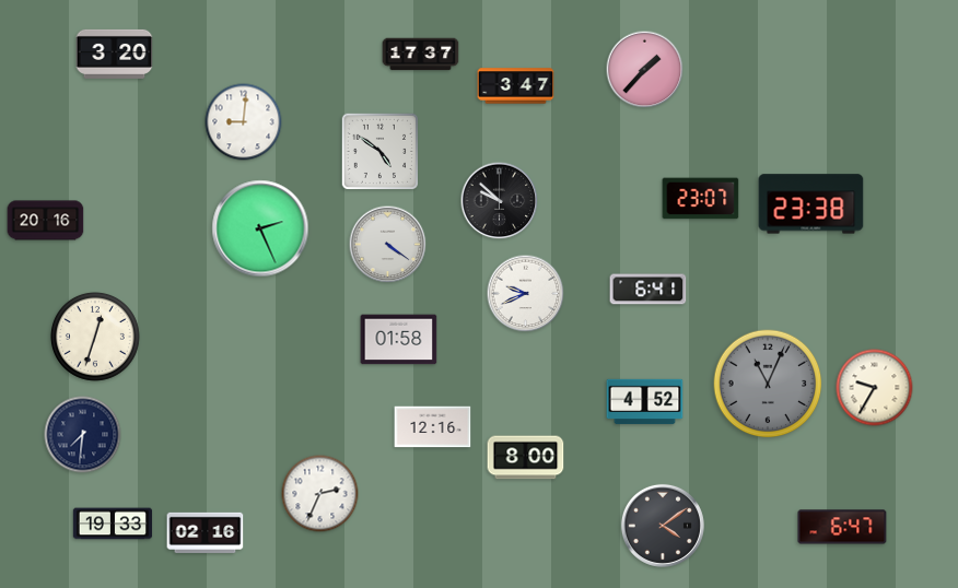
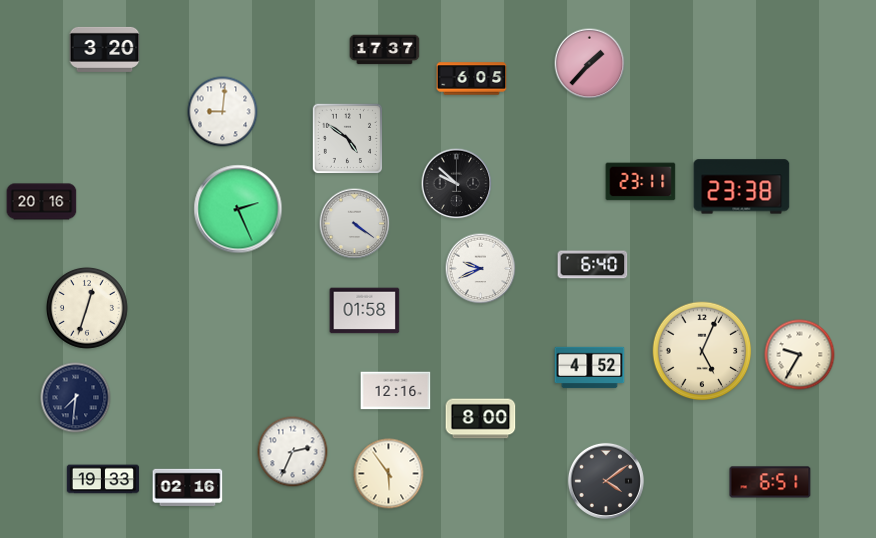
clock at (516, 86): 3:47 -> 6:05
clock at (701, 199): 23:07 -> 23:11
clock at (649, 290): 6:41 -> 6:40
clock at (768, 384): 11:04 -> 5:04
clock at (768, 384) dial: grey -> cream
clock at (389, 474): none -> 5:54
clock at (842, 527): 6:47 -> 6:51
